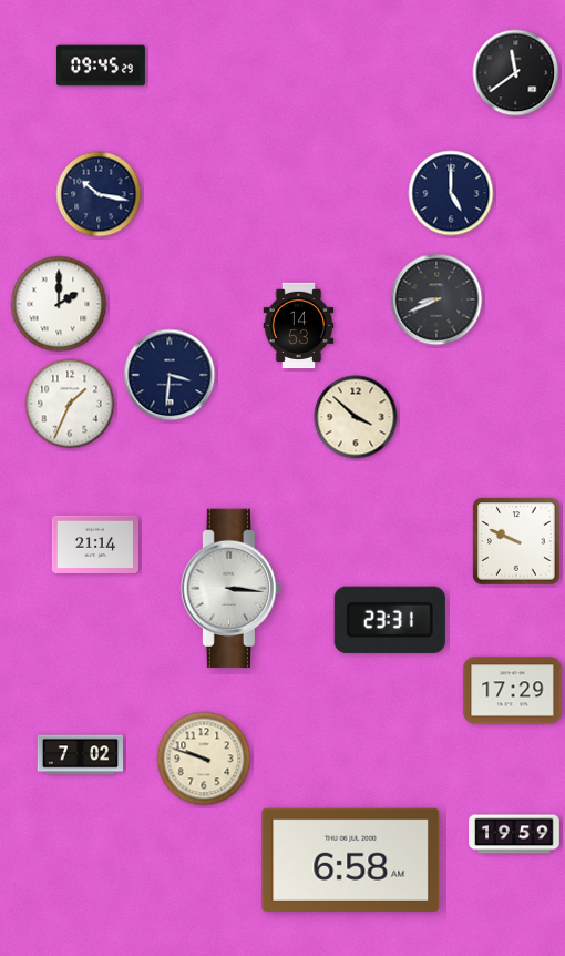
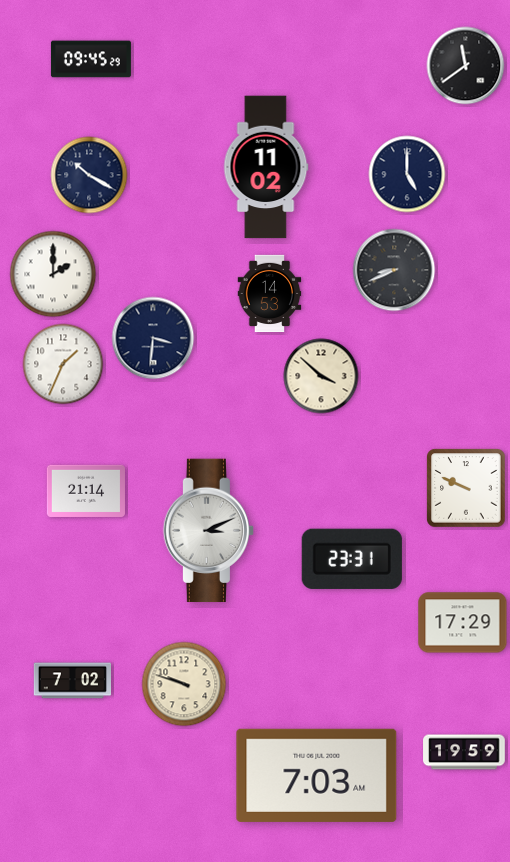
clock at (266, 167): none -> 11:02
clock at (99, 194): 10:17 -> 10:20
clock at (232, 589): 3:16 -> 3:11
clock at (351, 860): 6:58 -> 7:03
